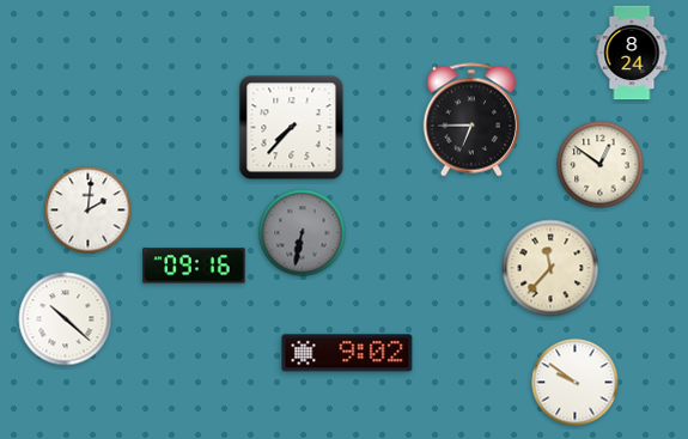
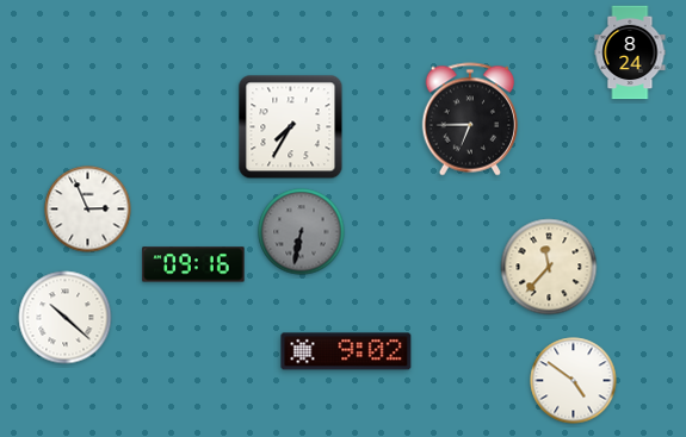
clock at (292, 128): 7:37 -> 7:35
clock at (601, 165): 12:51 -> none
clock at (89, 211): 2:01 -> 2:56
clock at (576, 383): 9:51 -> 4:51
